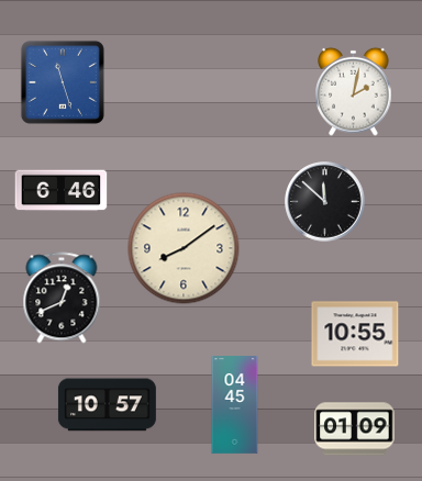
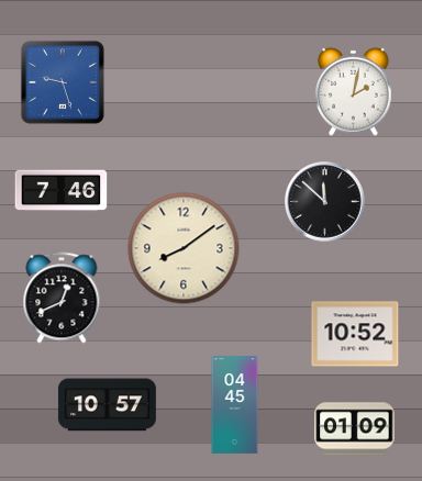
clock at (63, 82): 11:27 -> 9:27
clock at (62, 191): 6:46 -> 7:46
clock at (355, 334): 10:55 -> 10:52
